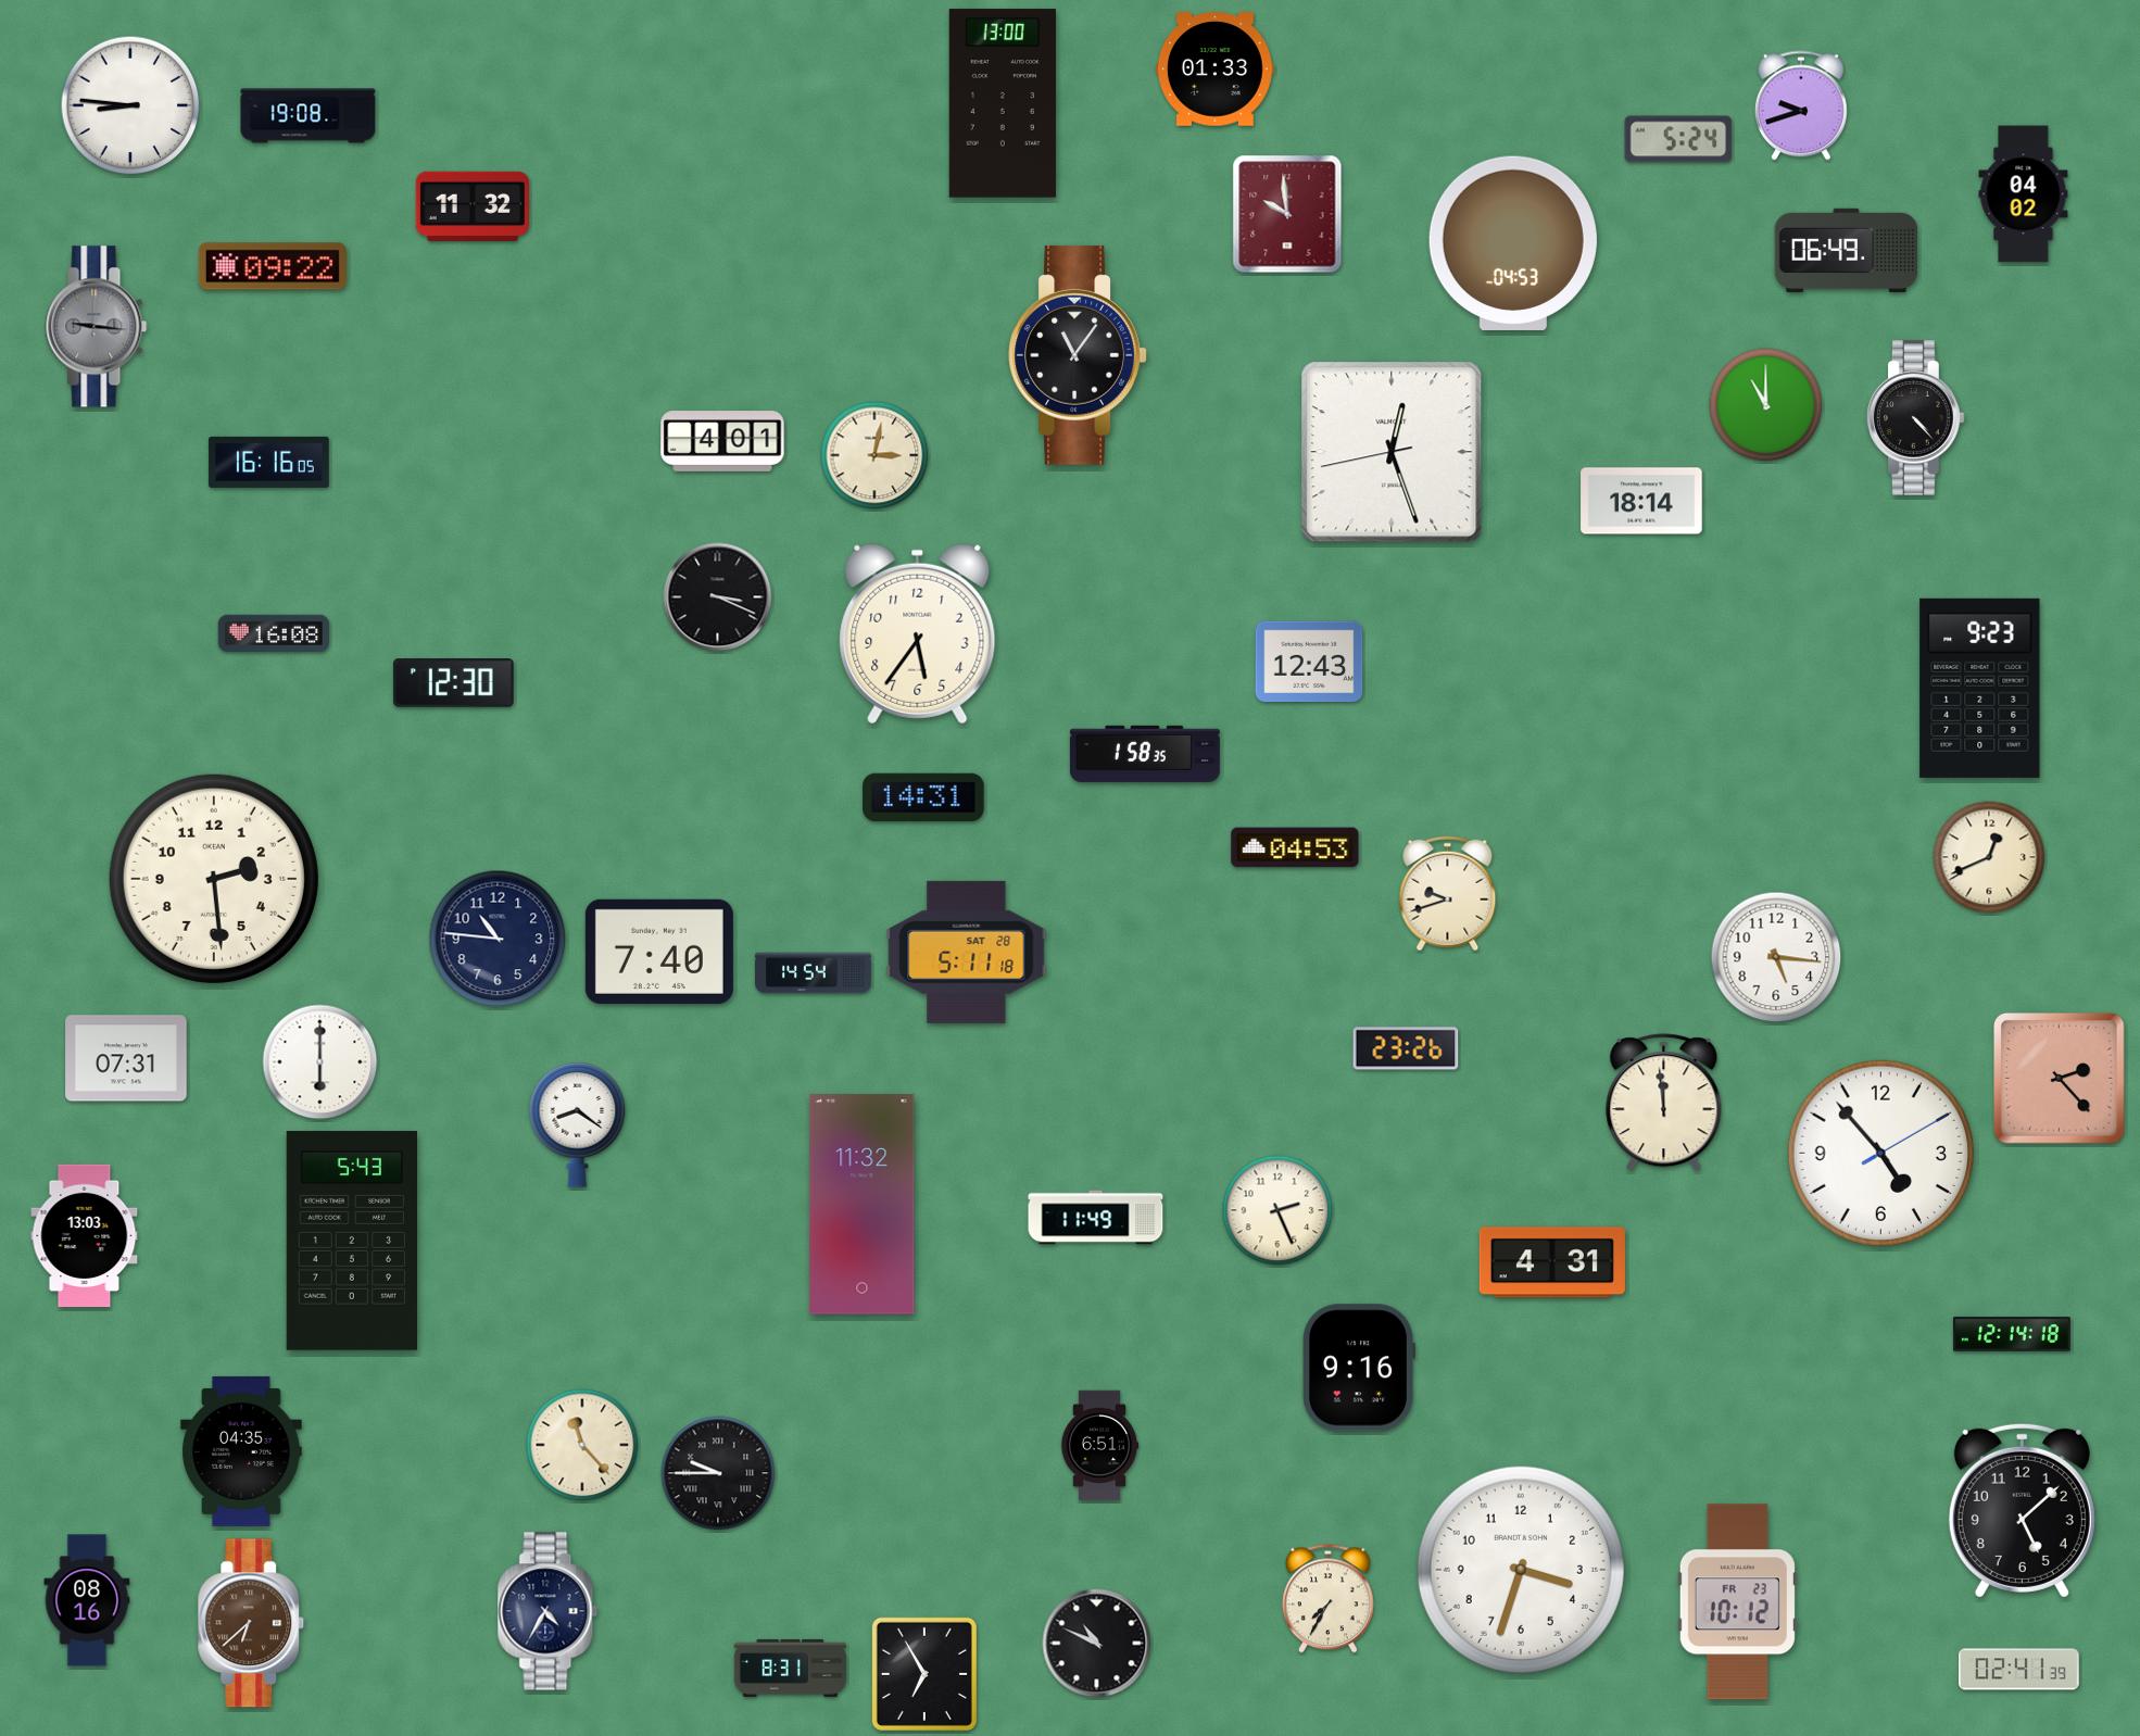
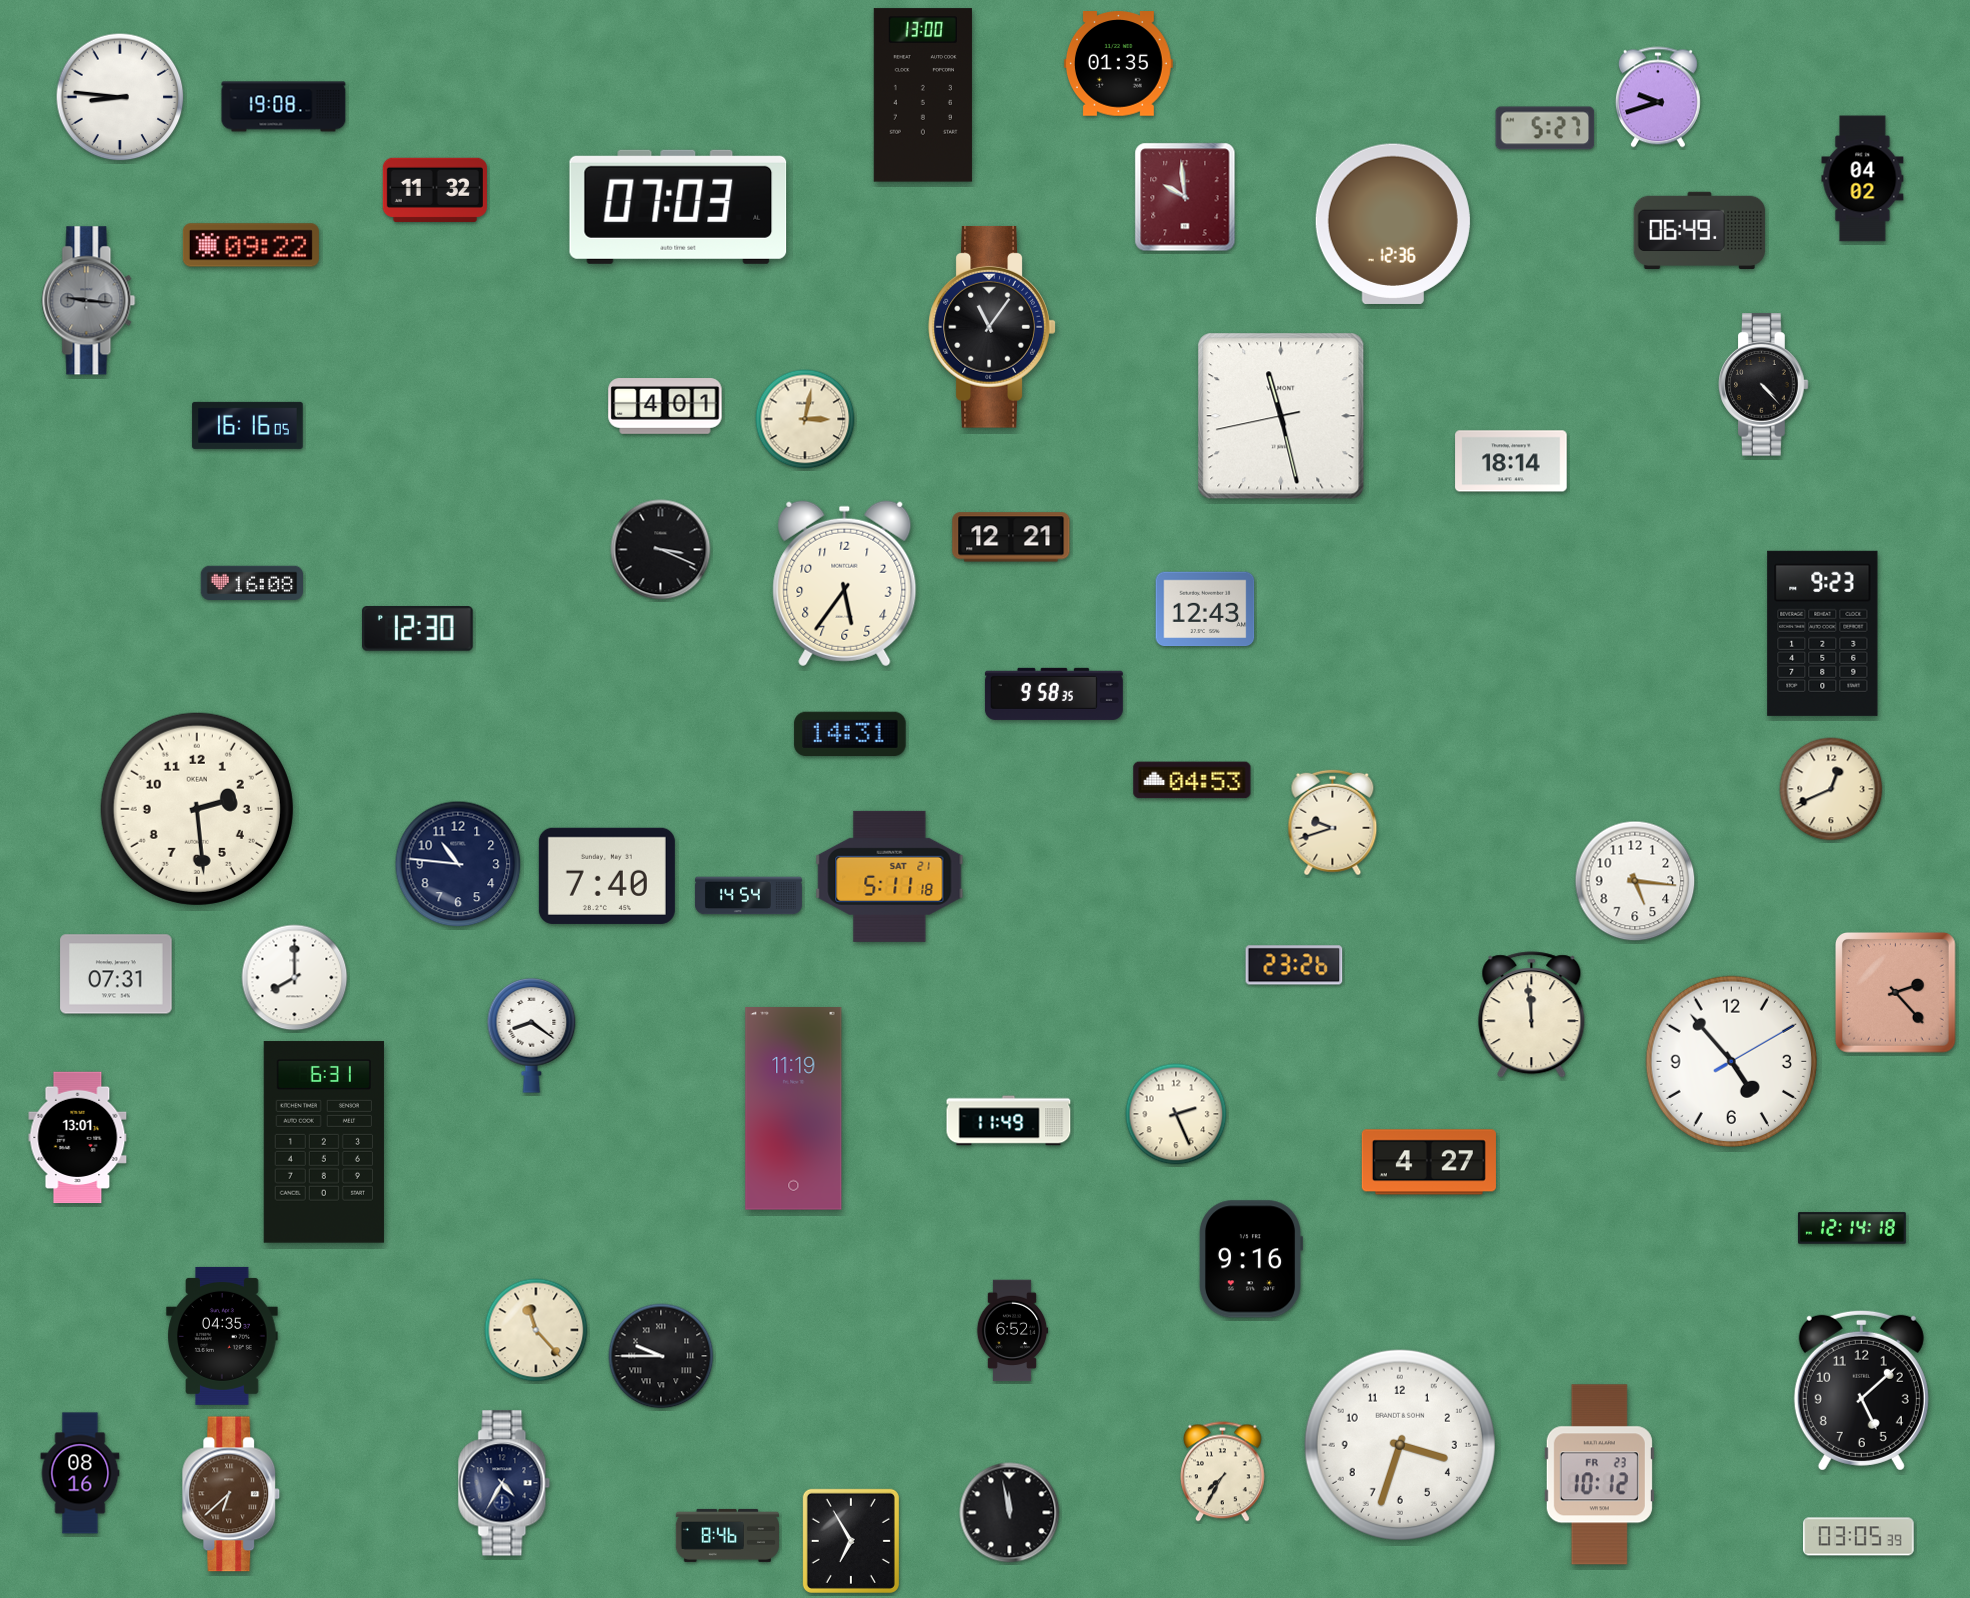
clock at (1214, 70): 01:33 -> 01:35
clock at (1678, 139): 5:24 -> 5:27
clock at (678, 207): none -> 07:03
clock at (1513, 243): 04:53 -> 12:36
clock at (1766, 405): 11:00 -> none
clock at (1392, 452): 12:26 -> 11:27
clock at (1011, 537): none -> 12:21
clock at (1145, 754): 1:58 -> 9:58
clock at (967, 952) date: SAT 28 -> SAT 21
clock at (320, 1062): 6:00 -> 8:00
clock at (863, 1205): 11:32 -> 11:19
clock at (85, 1236): 13:03 -> 13:01
clock at (352, 1241): 5:43 -> 6:31
clock at (1552, 1262): 4:31 -> 4:27
clock at (1099, 1446): 6:51 -> 6:52
clock at (1097, 1644): 10:49 -> 11:58
clock at (790, 1668): 8:31 -> 8:46
clock at (2019, 1670): 02:41 -> 03:05
